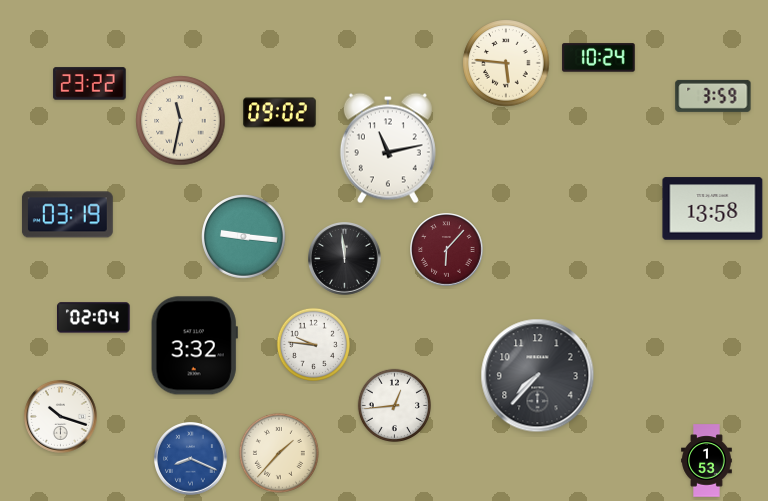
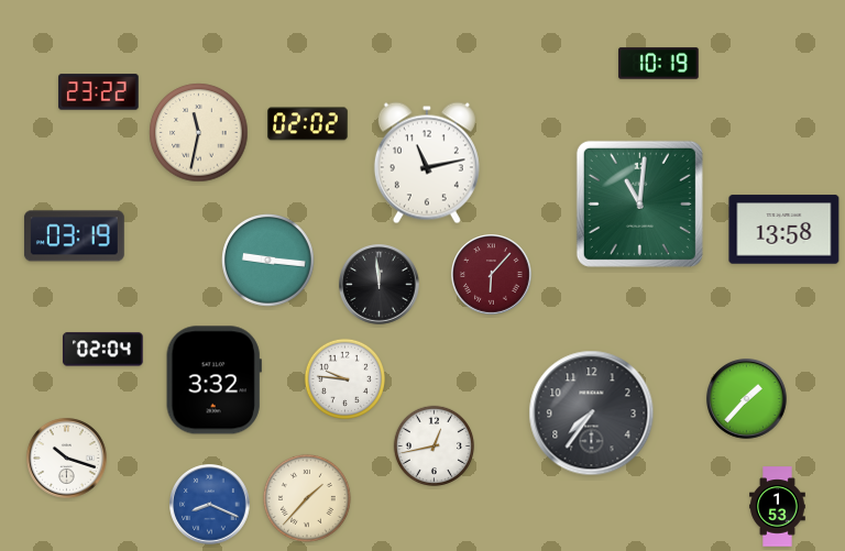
clock at (599, 58): 10:24 -> 10:19
clock at (506, 63): 5:46 -> none
clock at (713, 96): 3:59 -> none
clock at (280, 113): 09:02 -> 02:02
clock at (639, 203): none -> 11:01
clock at (747, 399): none -> 1:37
clock at (538, 376): 7:37 -> 7:36
clock at (395, 406): 12:44 -> 12:43
